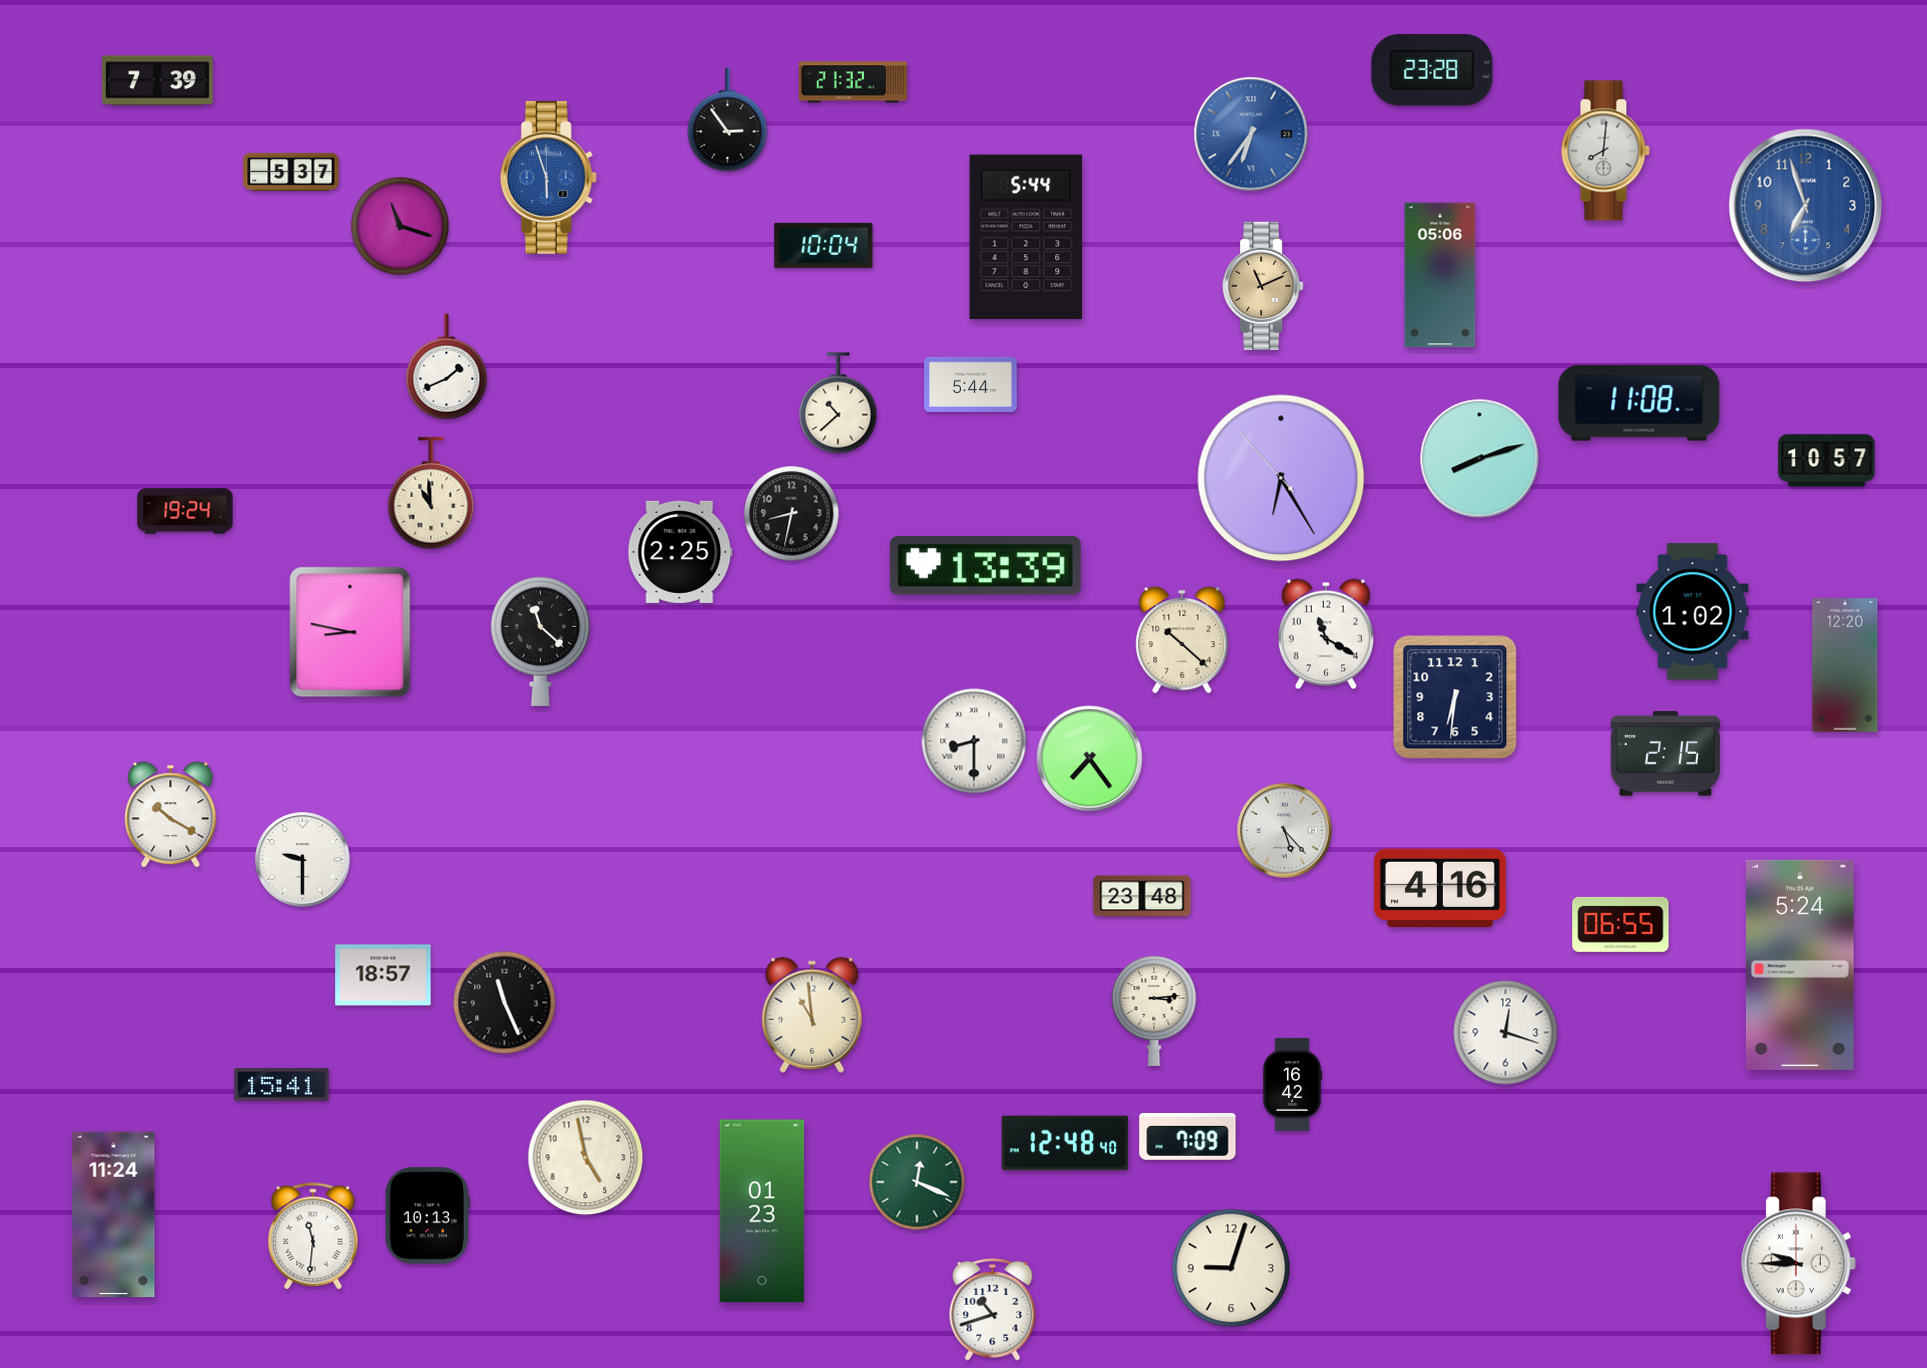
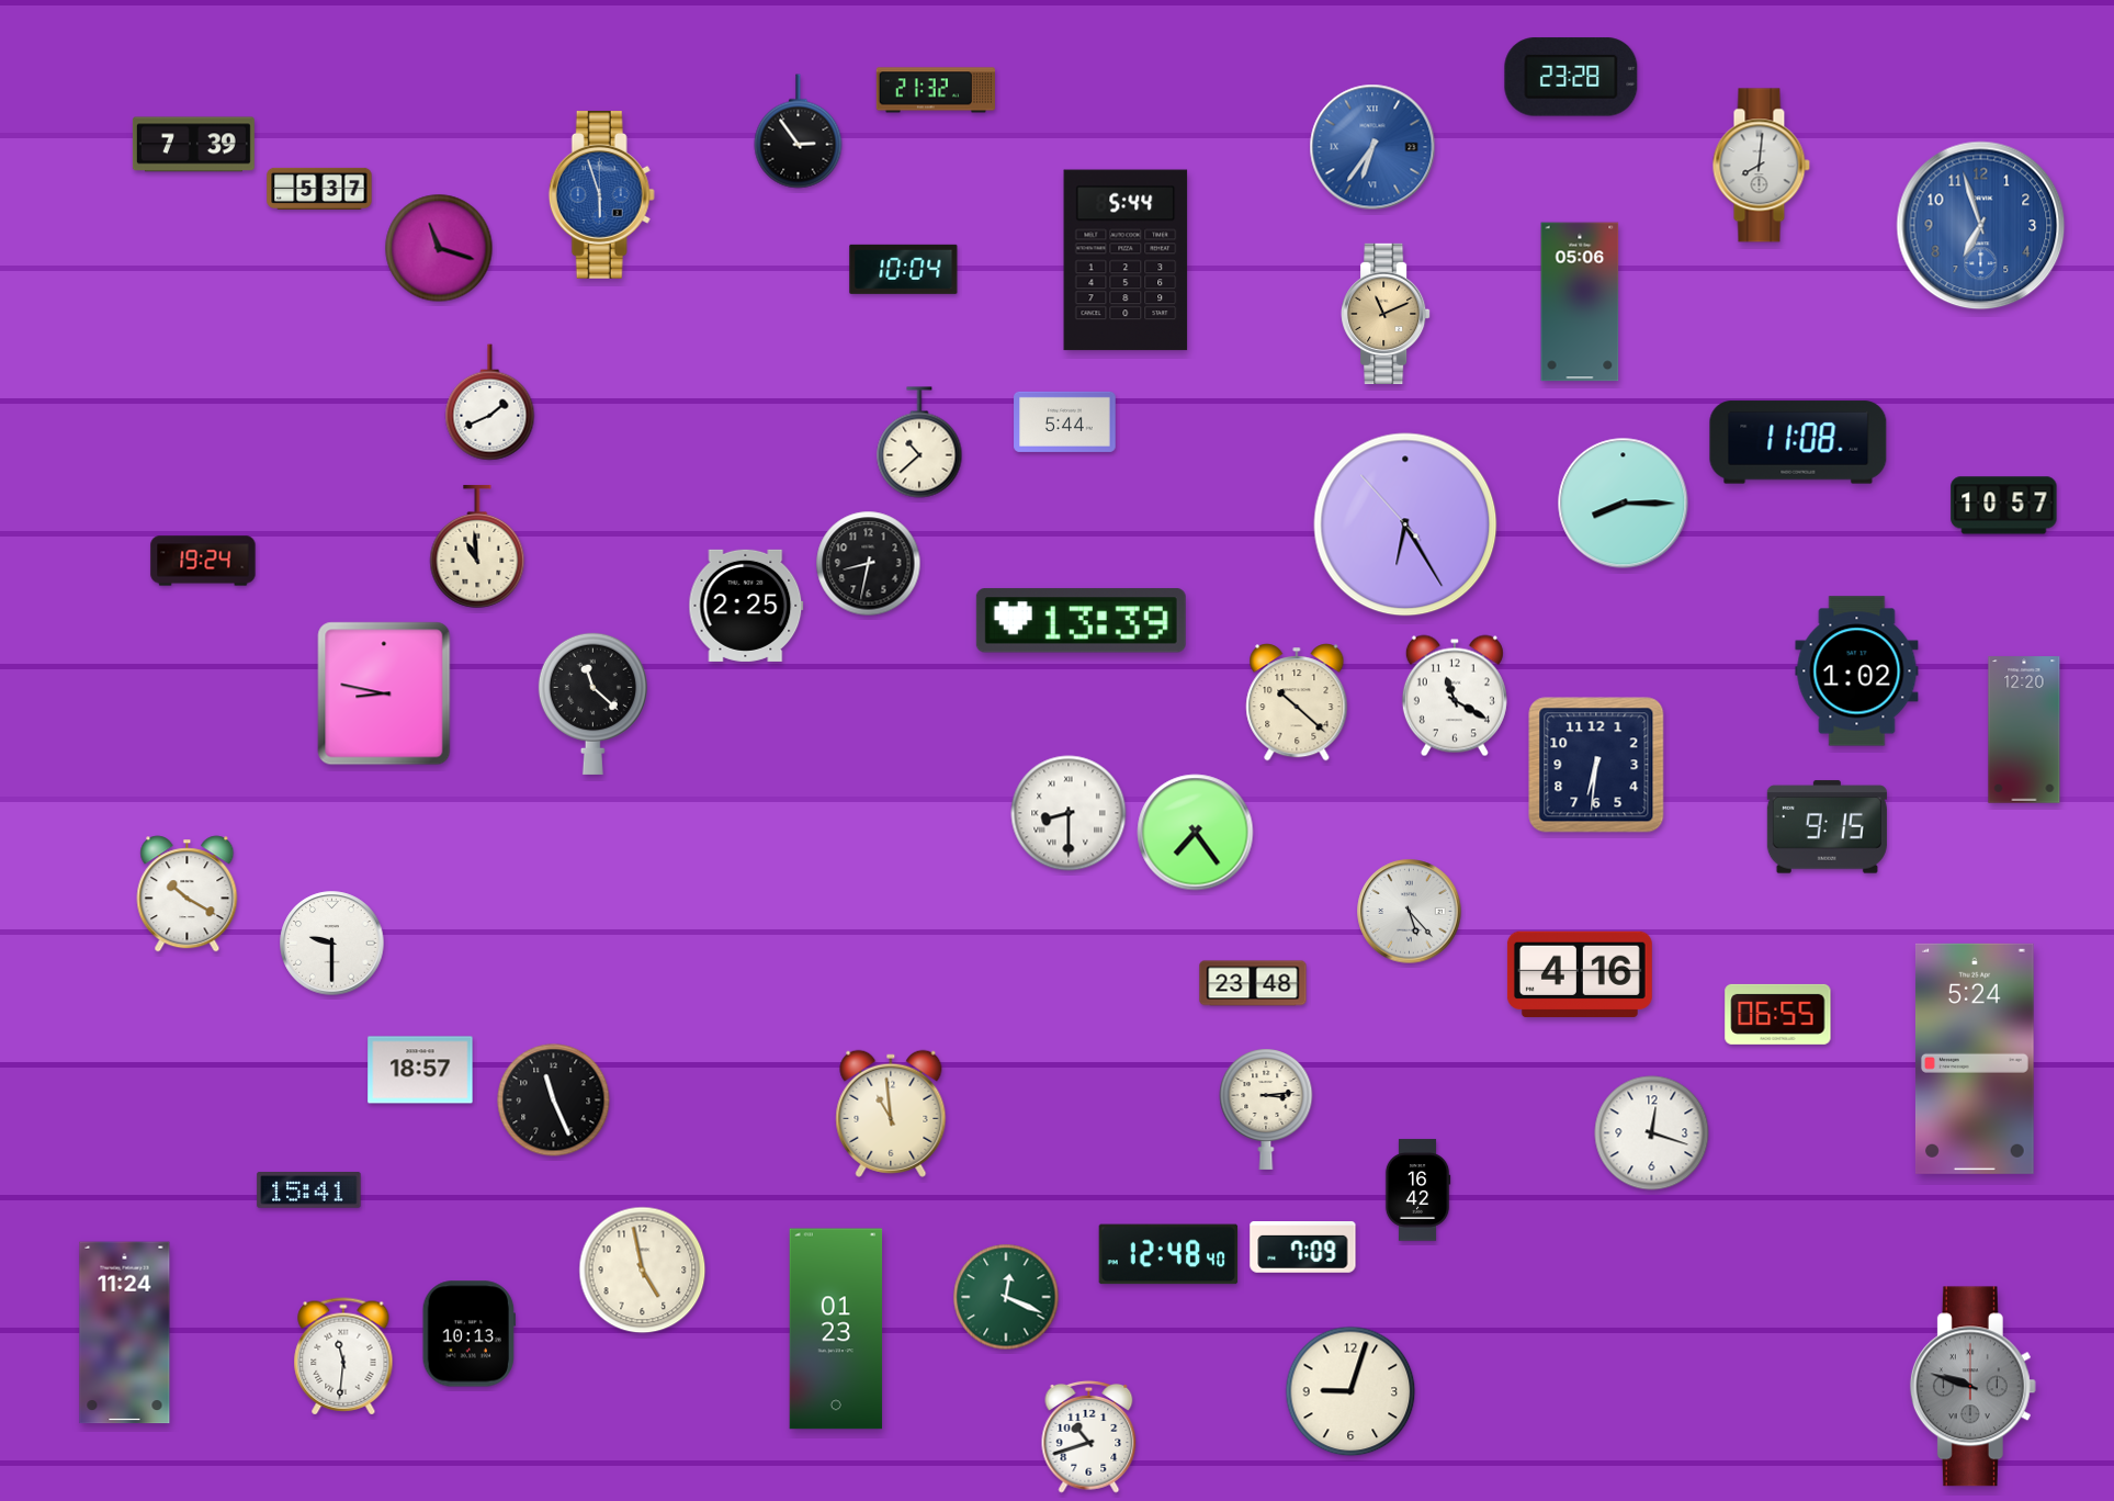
clock at (157, 81) position: (157, 81) -> (193, 145)
clock at (1480, 459): 8:12 -> 8:15
clock at (431, 493) position: (431, 493) -> (477, 546)
clock at (1665, 754): 2:15 -> 9:15
clock at (1798, 1264): 9:45 -> 9:48
clock at (1798, 1264) dial: white -> grey
